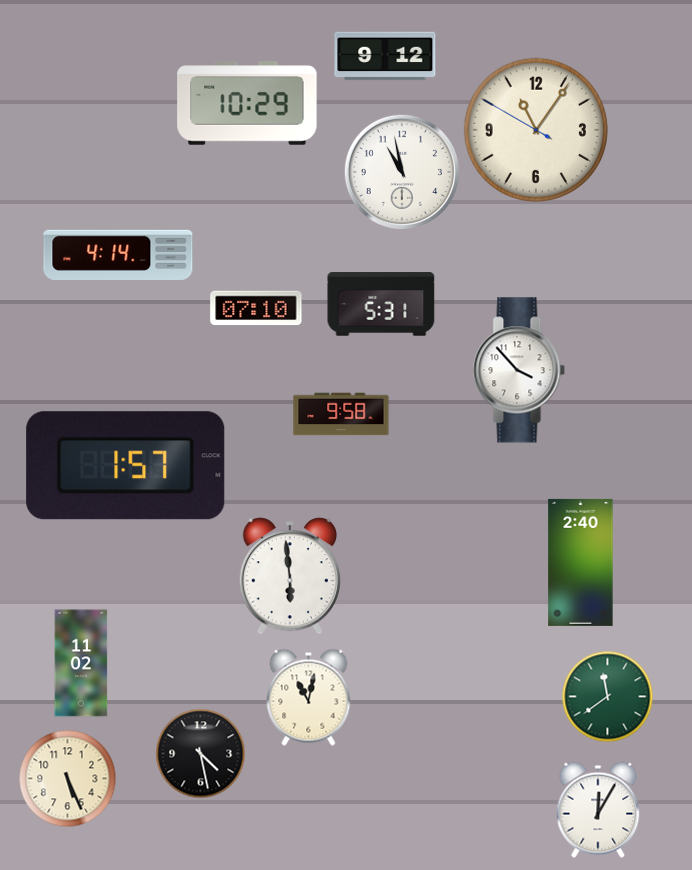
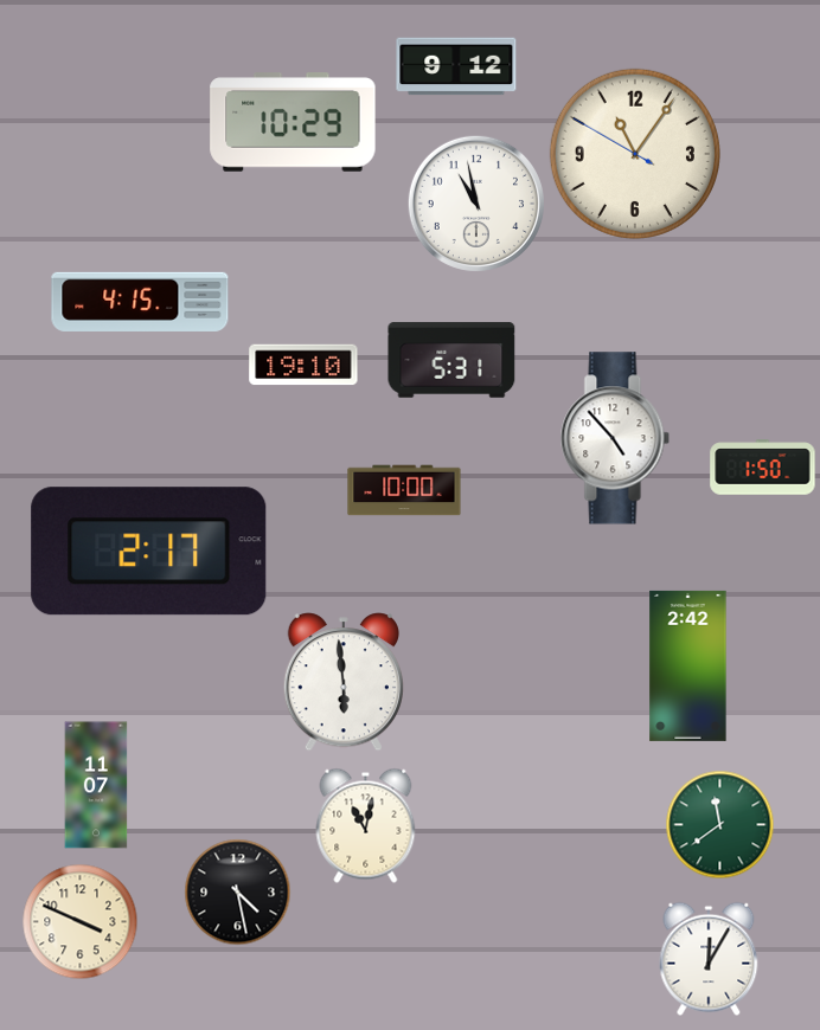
clock at (118, 255): 4:14 -> 4:15
clock at (256, 308): 07:10 -> 19:10
clock at (519, 370): 3:53 -> 4:53
clock at (763, 468): none -> 1:50
clock at (341, 414): 9:58 -> 10:00
clock at (126, 466): 1:57 -> 2:17
clock at (581, 562): 2:40 -> 2:42
clock at (81, 663): 11:02 -> 11:07
clock at (67, 778): 5:26 -> 3:49
